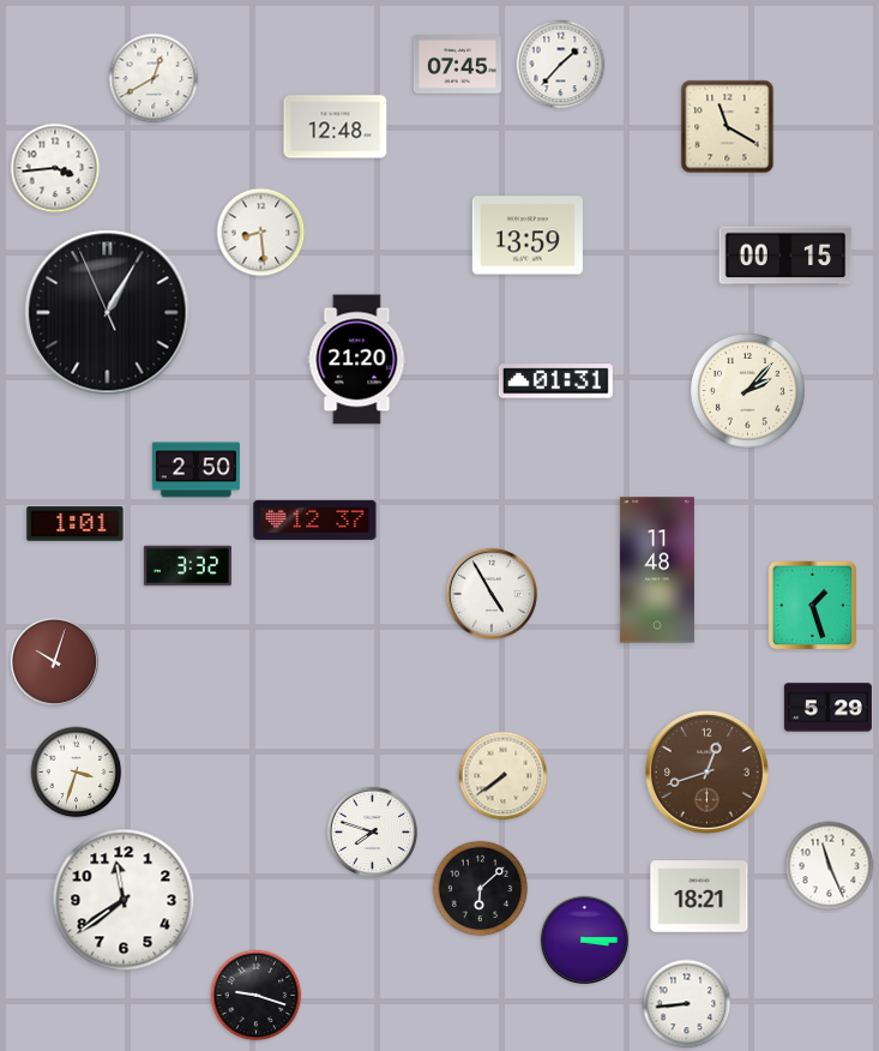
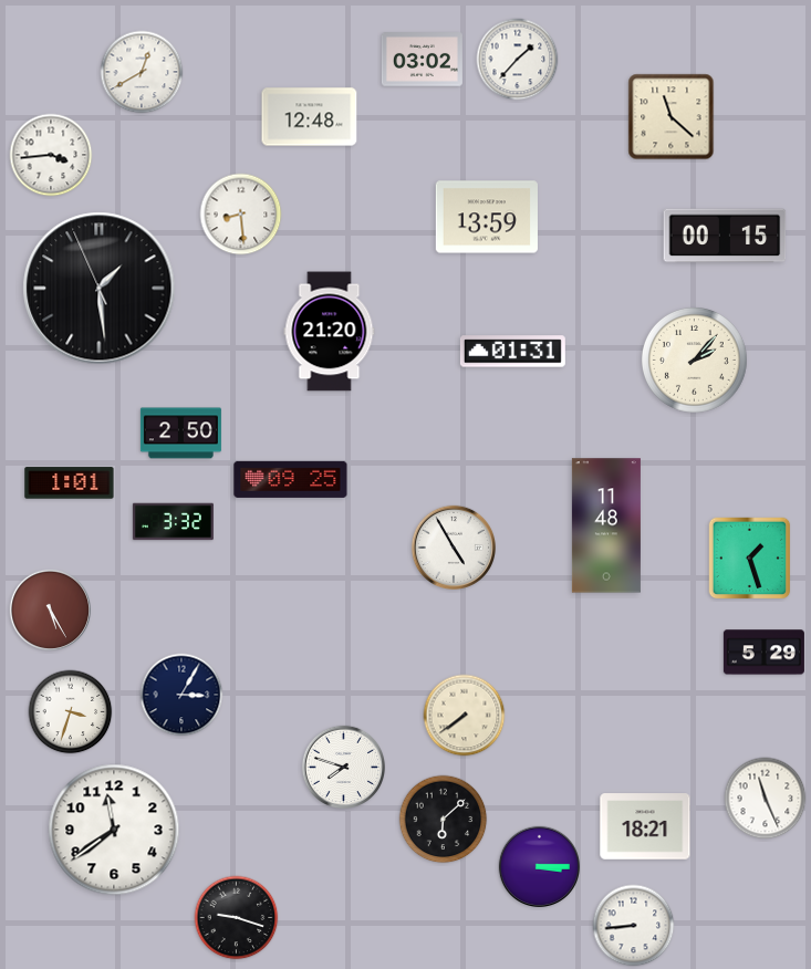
clock at (457, 65): 07:45 -> 03:02
clock at (728, 127): 11:20 -> 11:22
clock at (108, 313): 1:04 -> 1:28
clock at (748, 391) position: (748, 391) -> (695, 361)
clock at (315, 520): 12:37 -> 09:25
clock at (55, 662): 10:03 -> 5:25
clock at (181, 695): none -> 3:05
clock at (706, 771): 12:42 -> none
